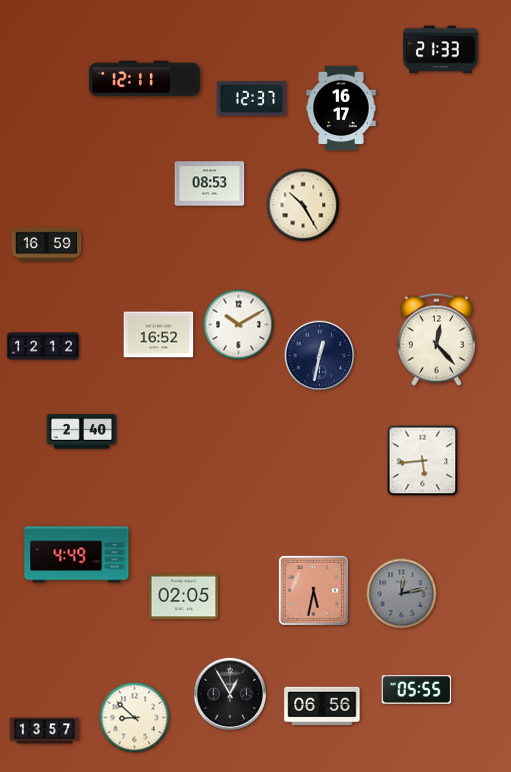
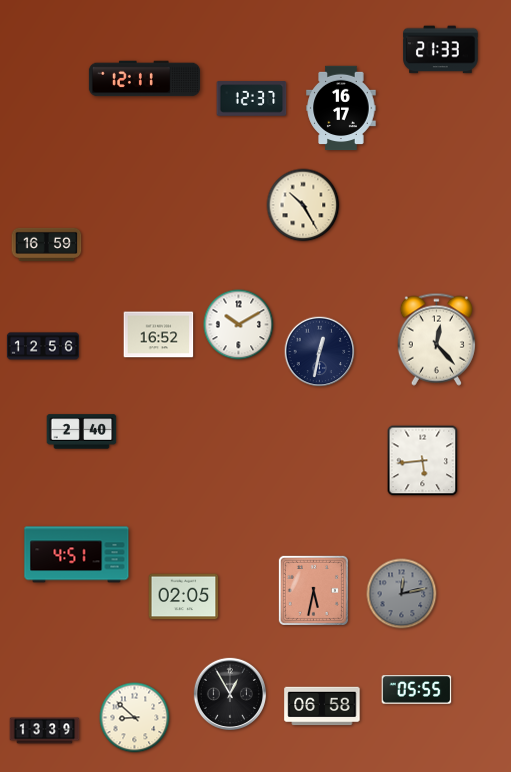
clock at (210, 184): 08:53 -> none
clock at (43, 346): 12:12 -> 12:56
clock at (320, 356) position: (320, 356) -> (320, 352)
clock at (77, 555): 4:49 -> 4:51
clock at (322, 706): 06:56 -> 06:58
clock at (45, 731): 13:57 -> 13:39
